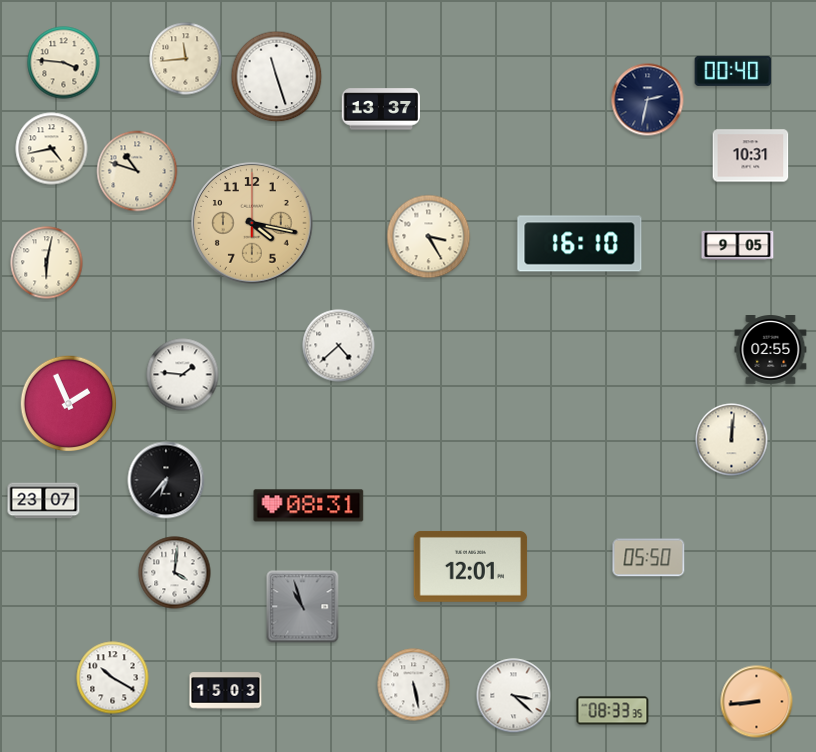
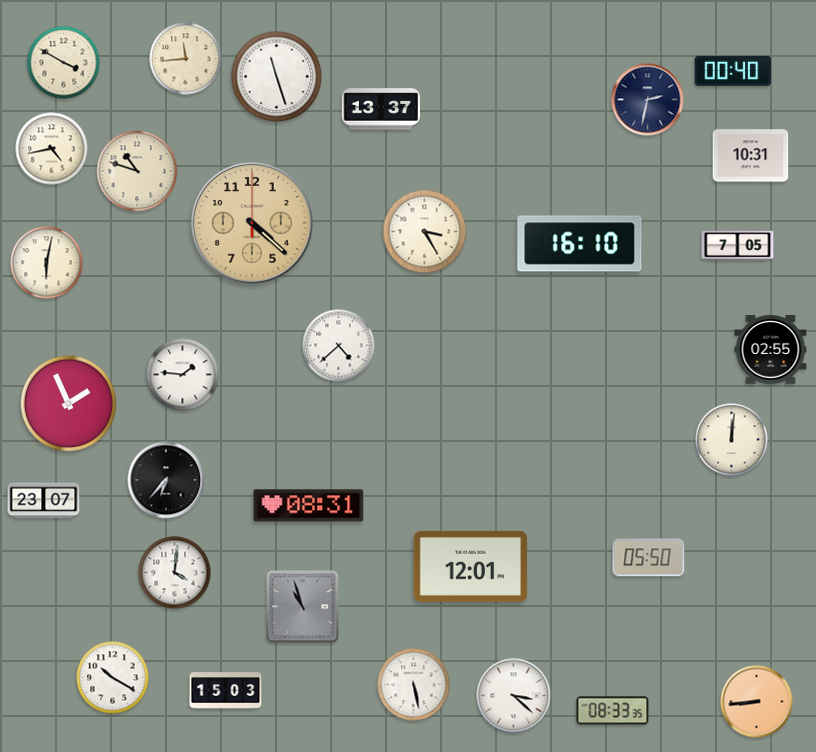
clock at (64, 63): 3:46 -> 3:50
clock at (252, 223): 4:17 -> 4:22
clock at (429, 237) position: (429, 237) -> (425, 232)
clock at (738, 246): 9:05 -> 7:05
